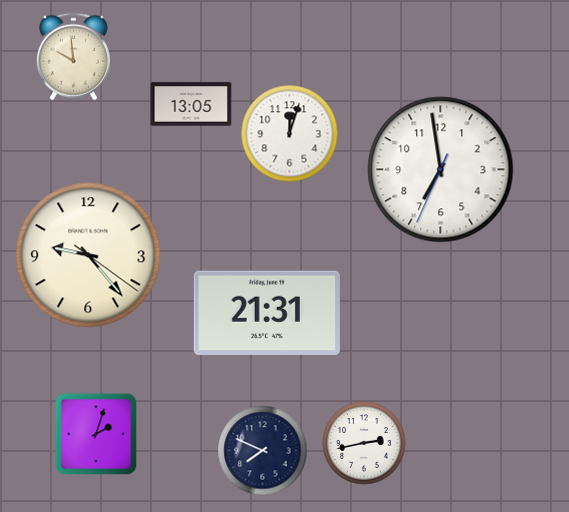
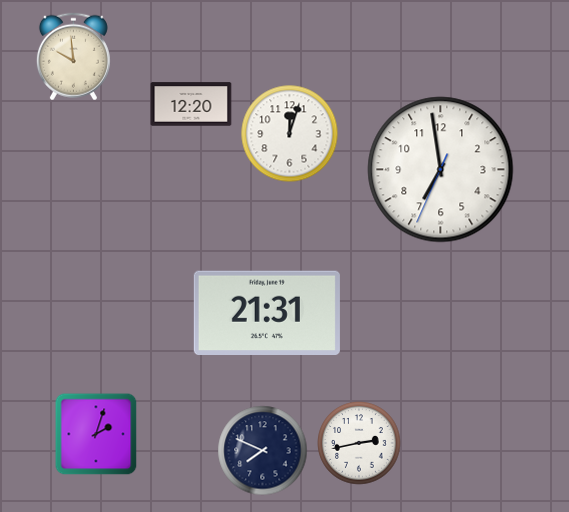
clock at (191, 104): 13:05 -> 12:20
clock at (88, 255): 9:23 -> none
clock at (364, 443) position: (364, 443) -> (359, 443)
